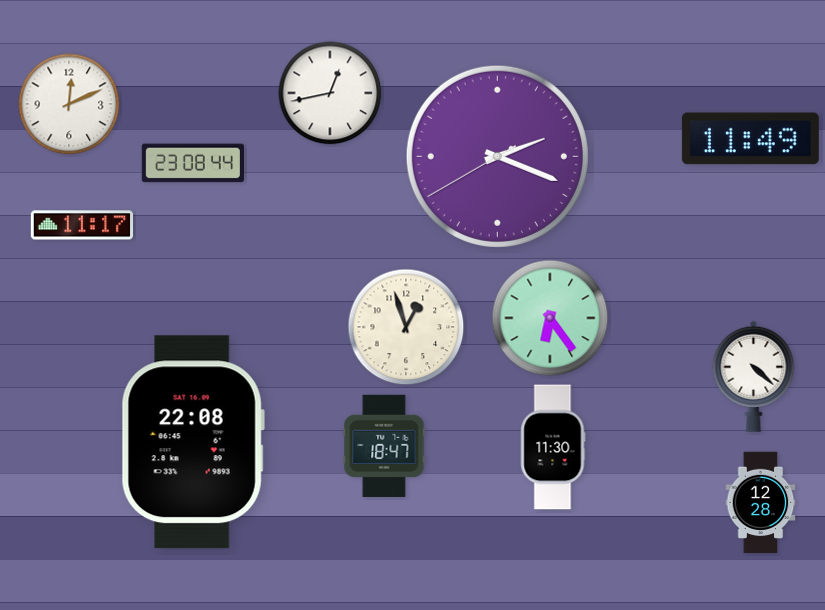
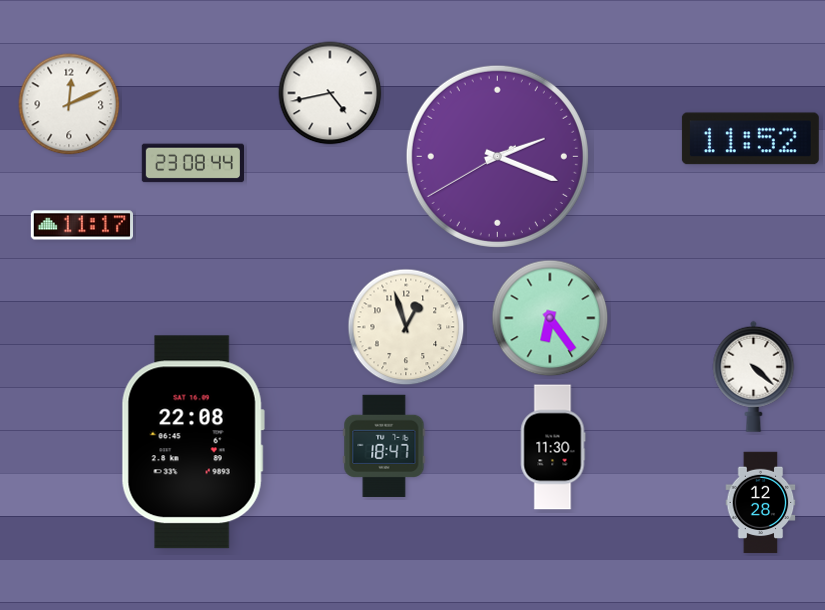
clock at (330, 93): 12:43 -> 4:43
clock at (750, 139): 11:49 -> 11:52
